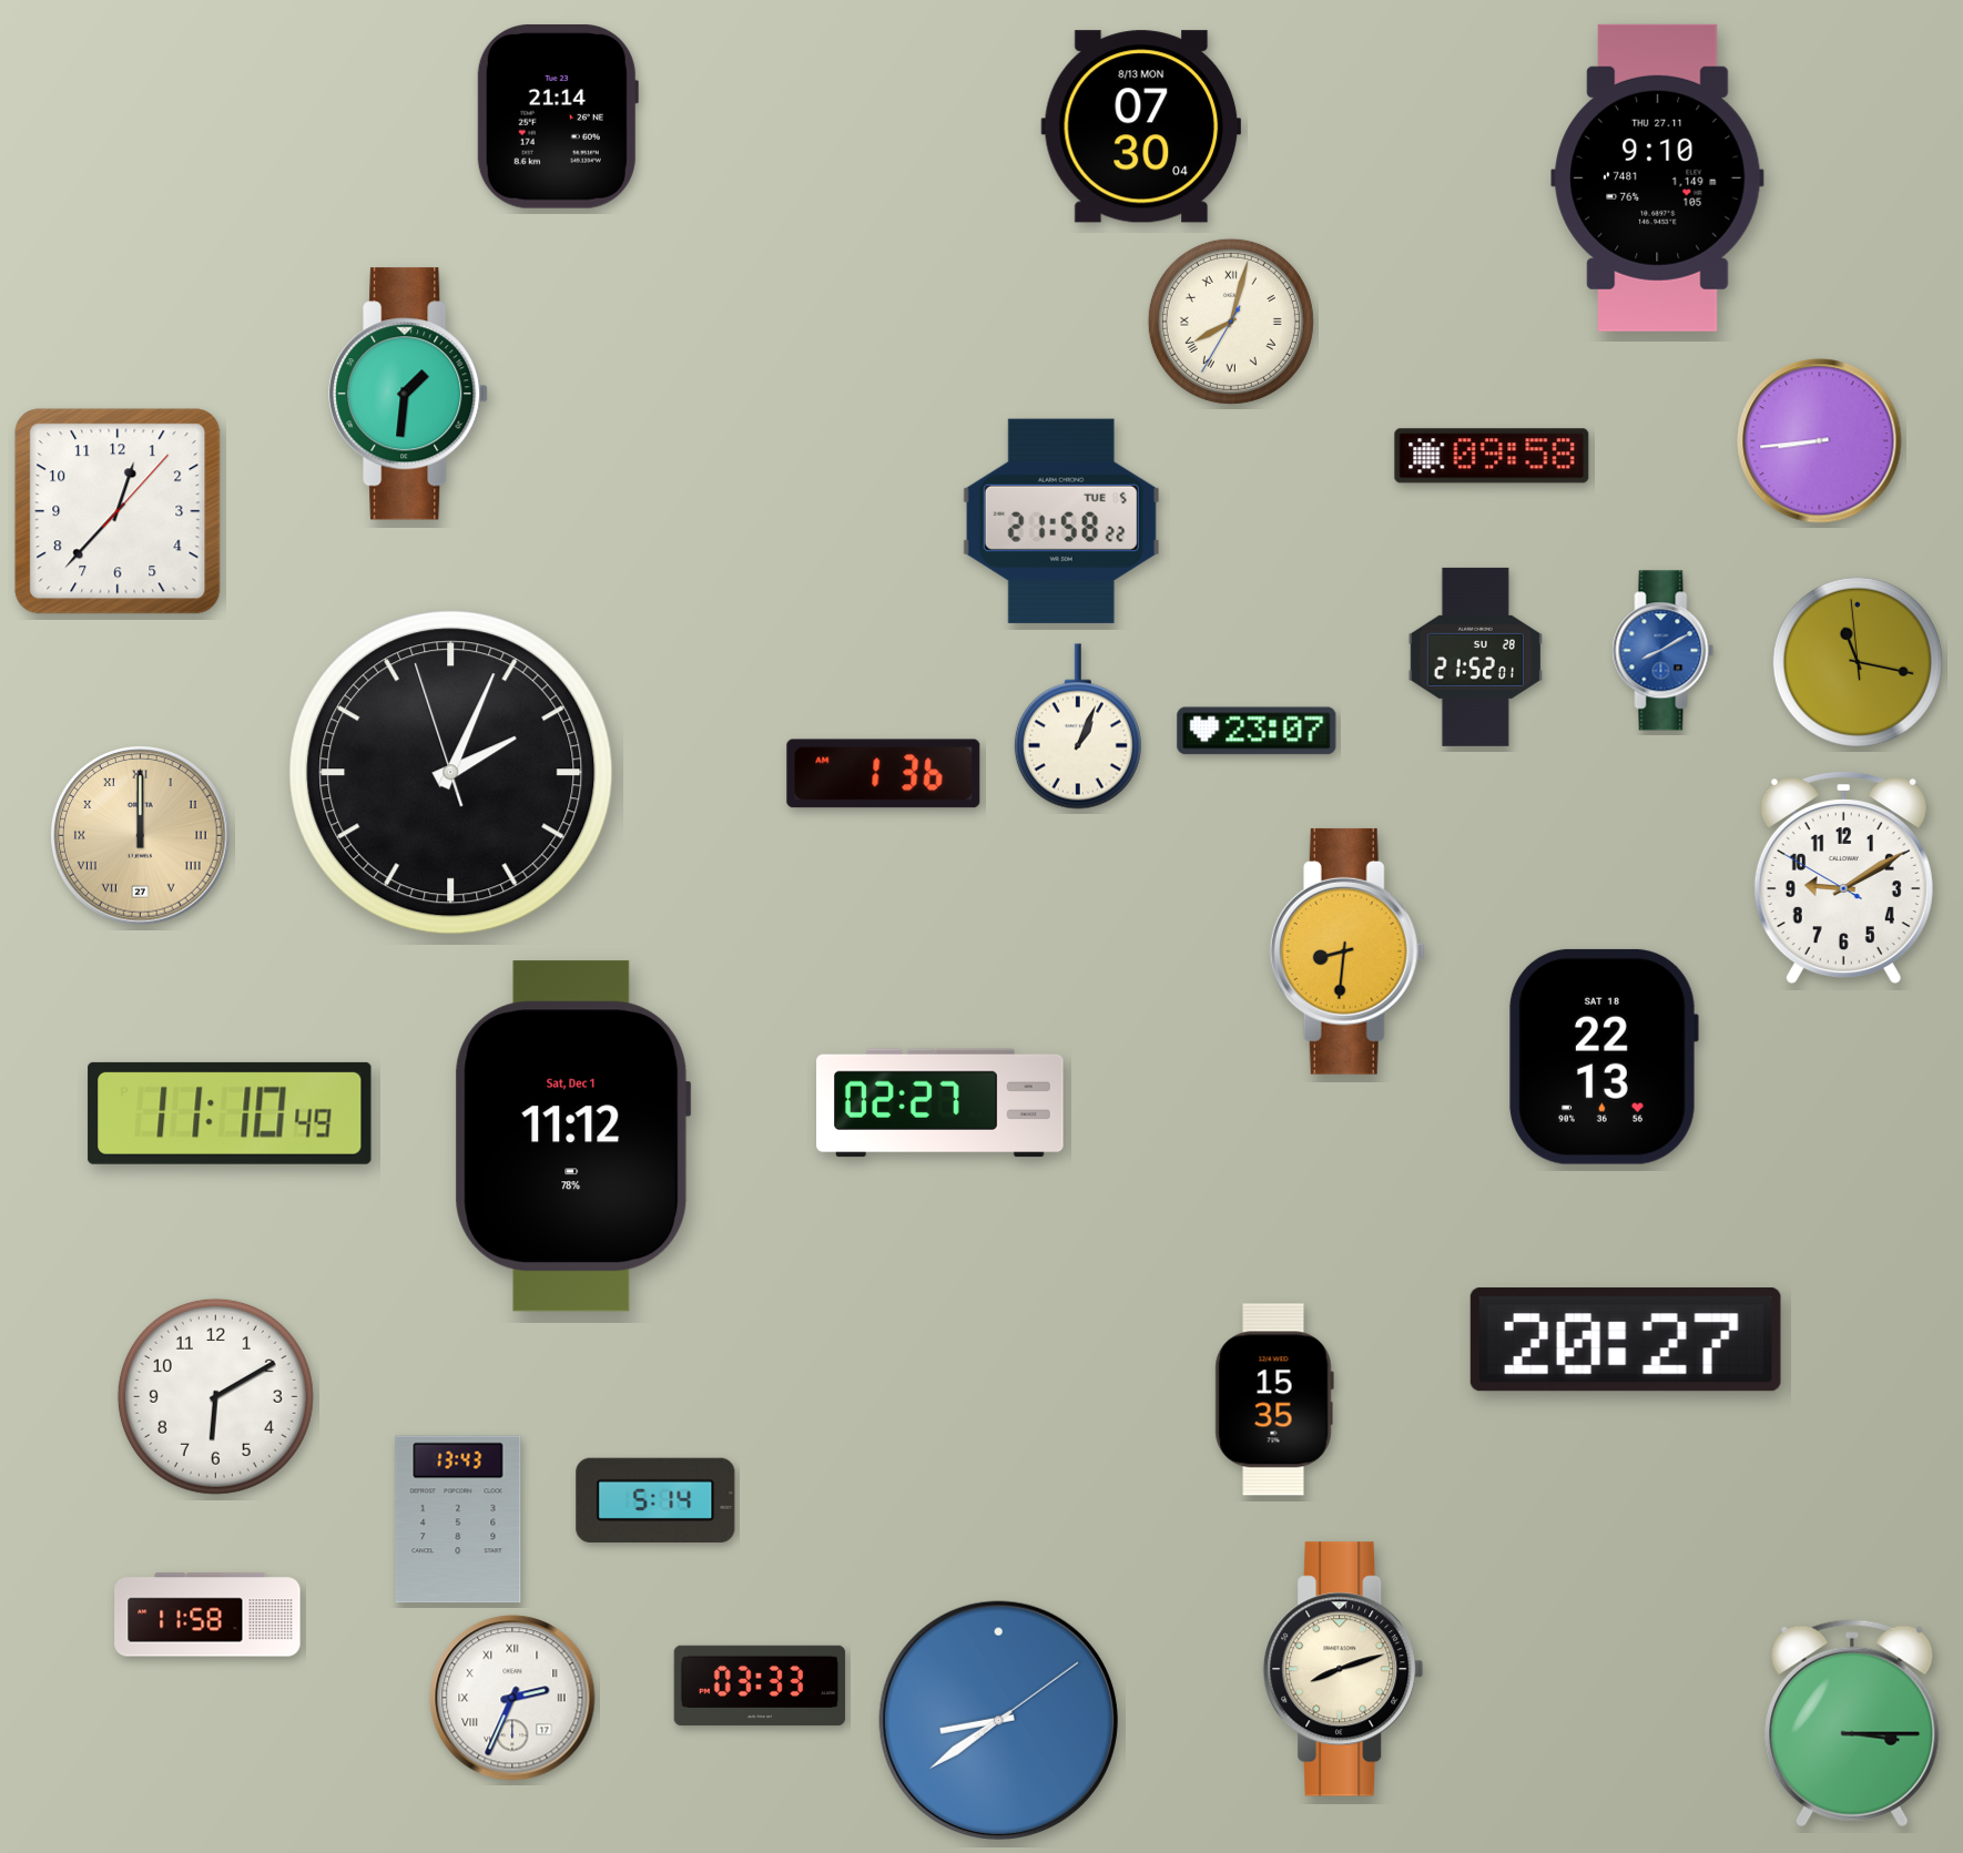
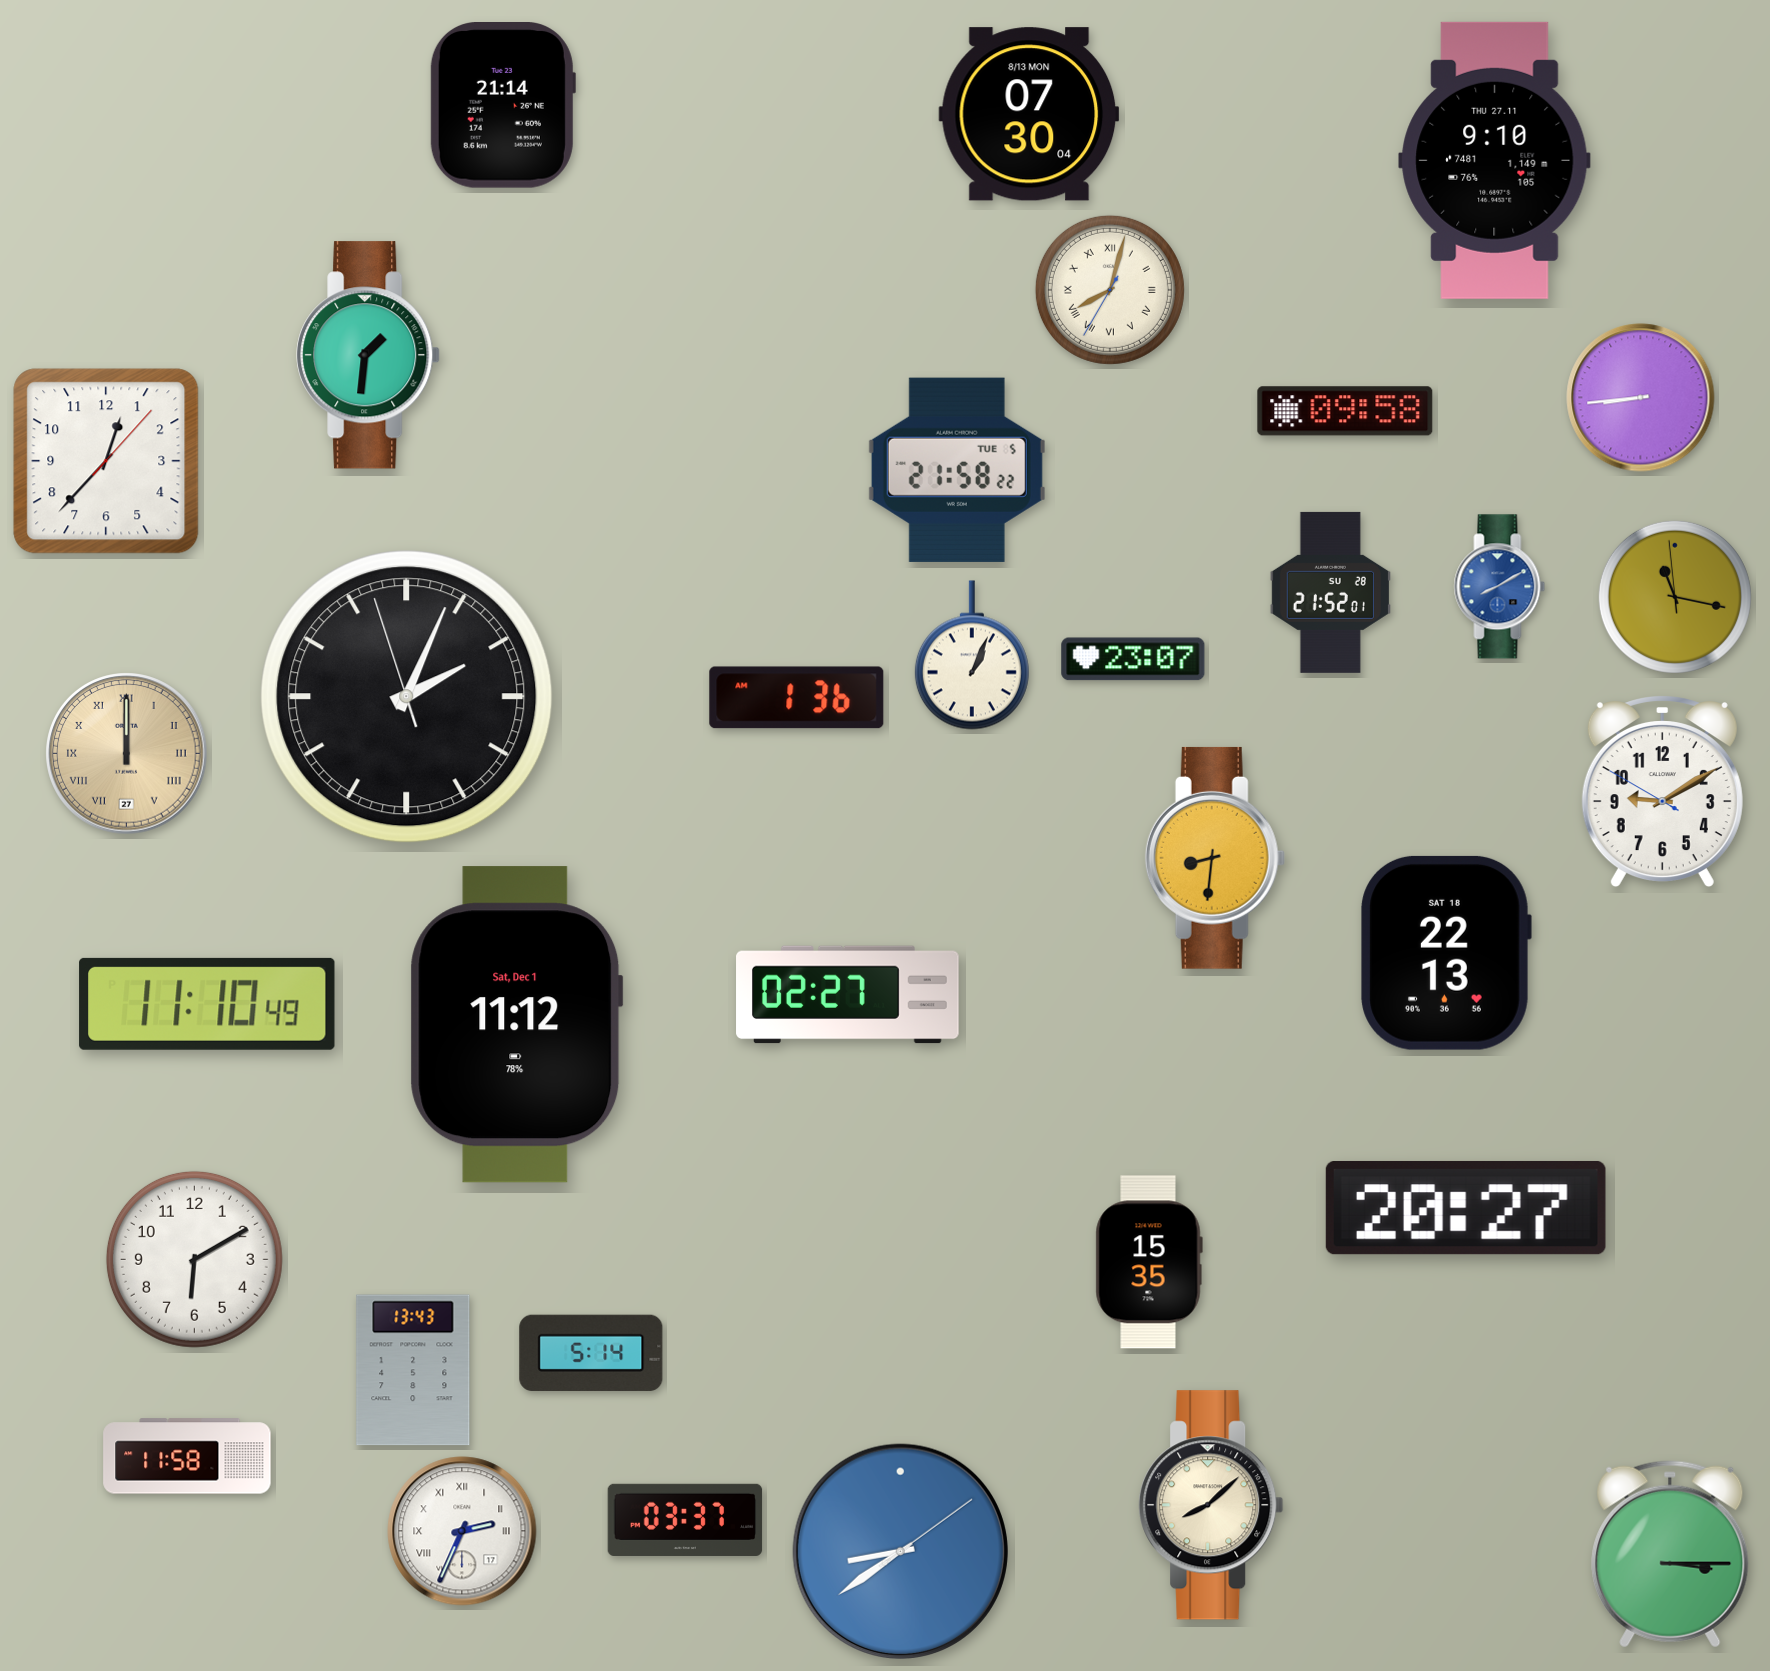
clock at (1343, 1669): 8:12 -> 8:08
clock at (760, 1686): 03:33 -> 03:37
